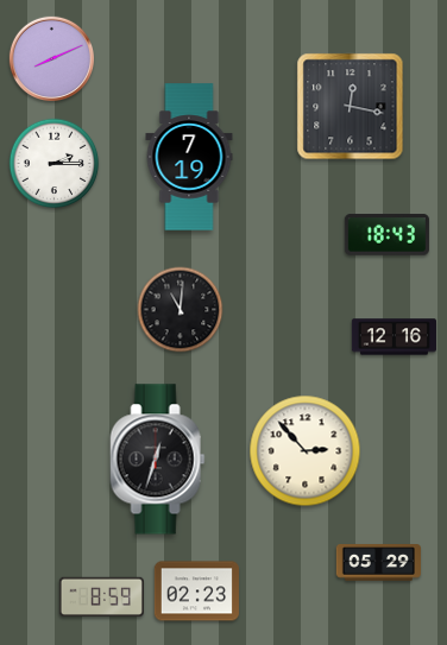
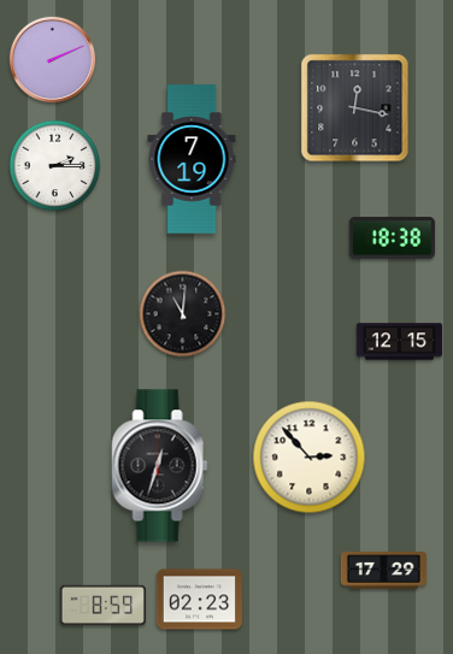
clock at (51, 58): 8:11 -> 2:11
clock at (386, 235): 18:43 -> 18:38
clock at (394, 337): 12:16 -> 12:15
clock at (378, 563): 05:29 -> 17:29
